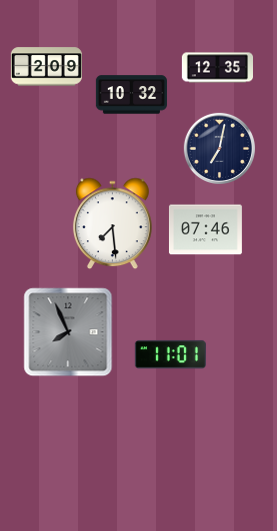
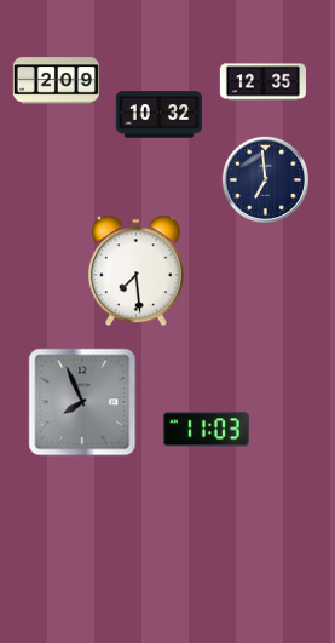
clock at (219, 148): 7:02 -> 6:59
clock at (205, 230): 07:46 -> none
clock at (170, 355): 11:01 -> 11:03
